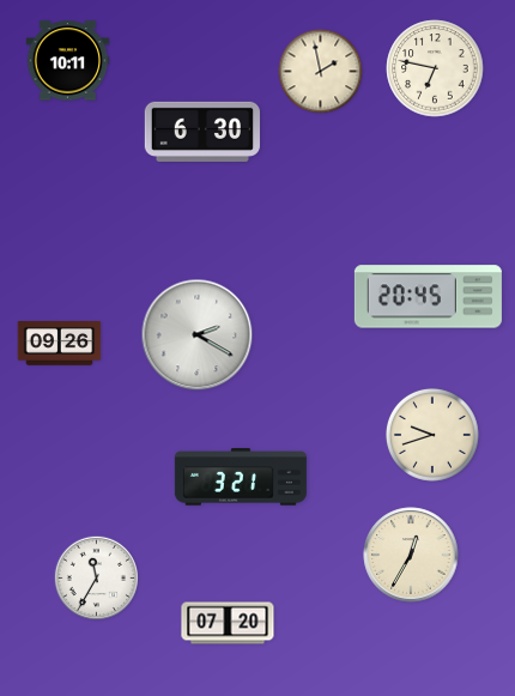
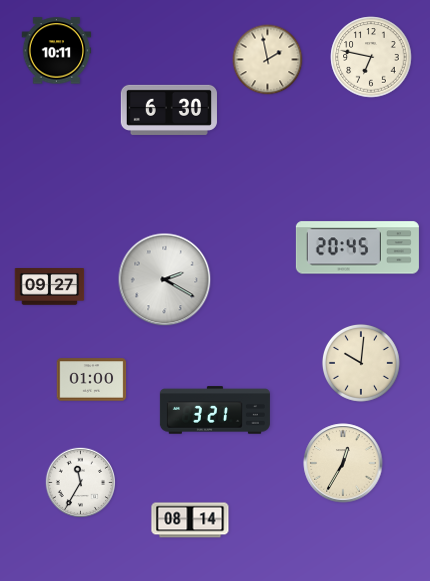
clock at (435, 68) position: (435, 68) -> (371, 57)
clock at (60, 344): 09:26 -> 09:27
clock at (432, 435): 9:42 -> 10:01
clock at (92, 380): none -> 01:00
clock at (241, 477) position: (241, 477) -> (215, 410)
clock at (228, 623): 07:20 -> 08:14
